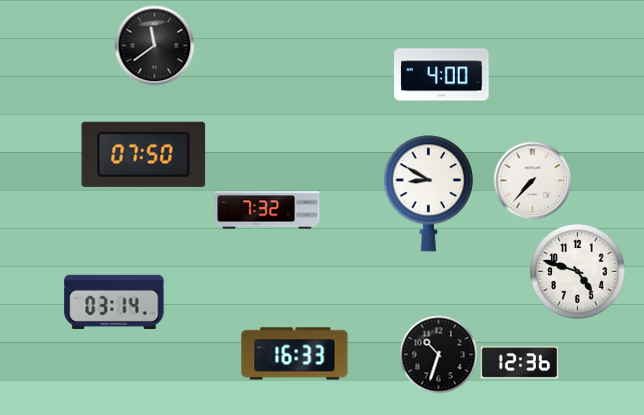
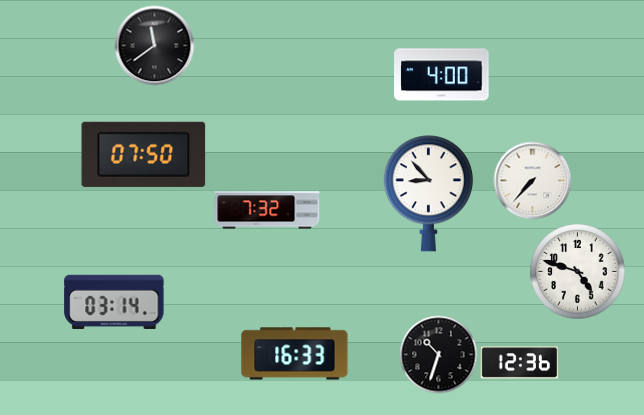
clock at (428, 194): 8:50 -> 8:53
